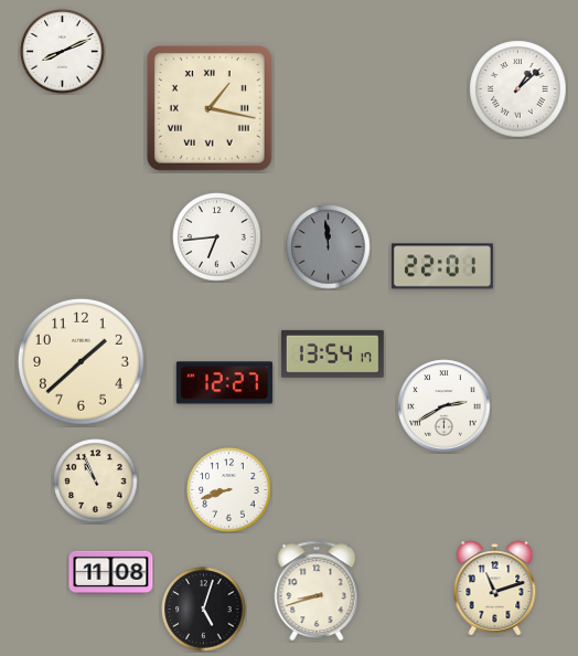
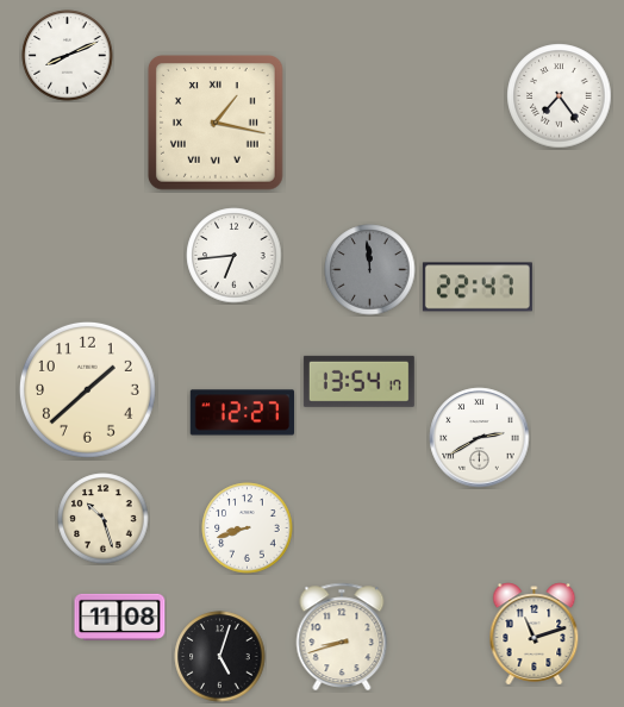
clock at (518, 89): 1:08 -> 7:24
clock at (210, 108) position: (210, 108) -> (216, 123)
clock at (329, 247) position: (329, 247) -> (370, 270)
clock at (442, 266): 22:01 -> 22:47
clock at (96, 482): 10:56 -> 10:27
